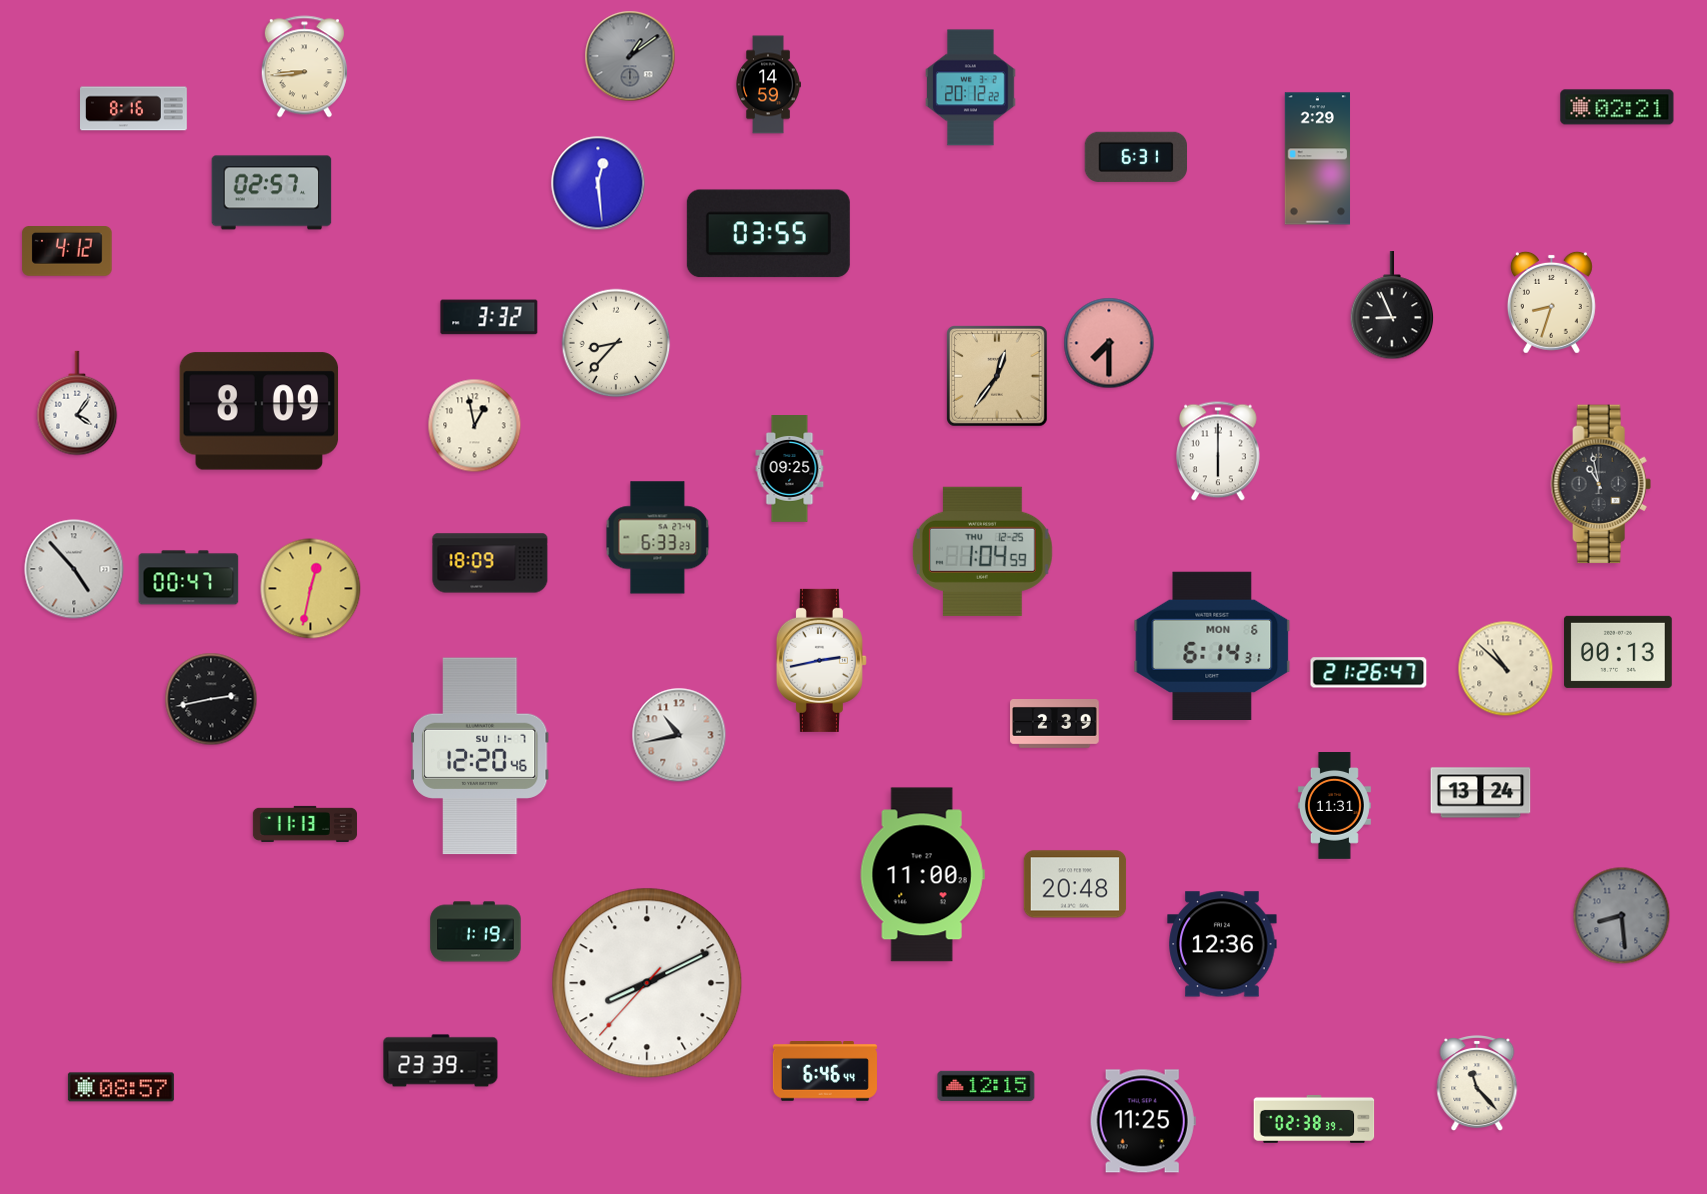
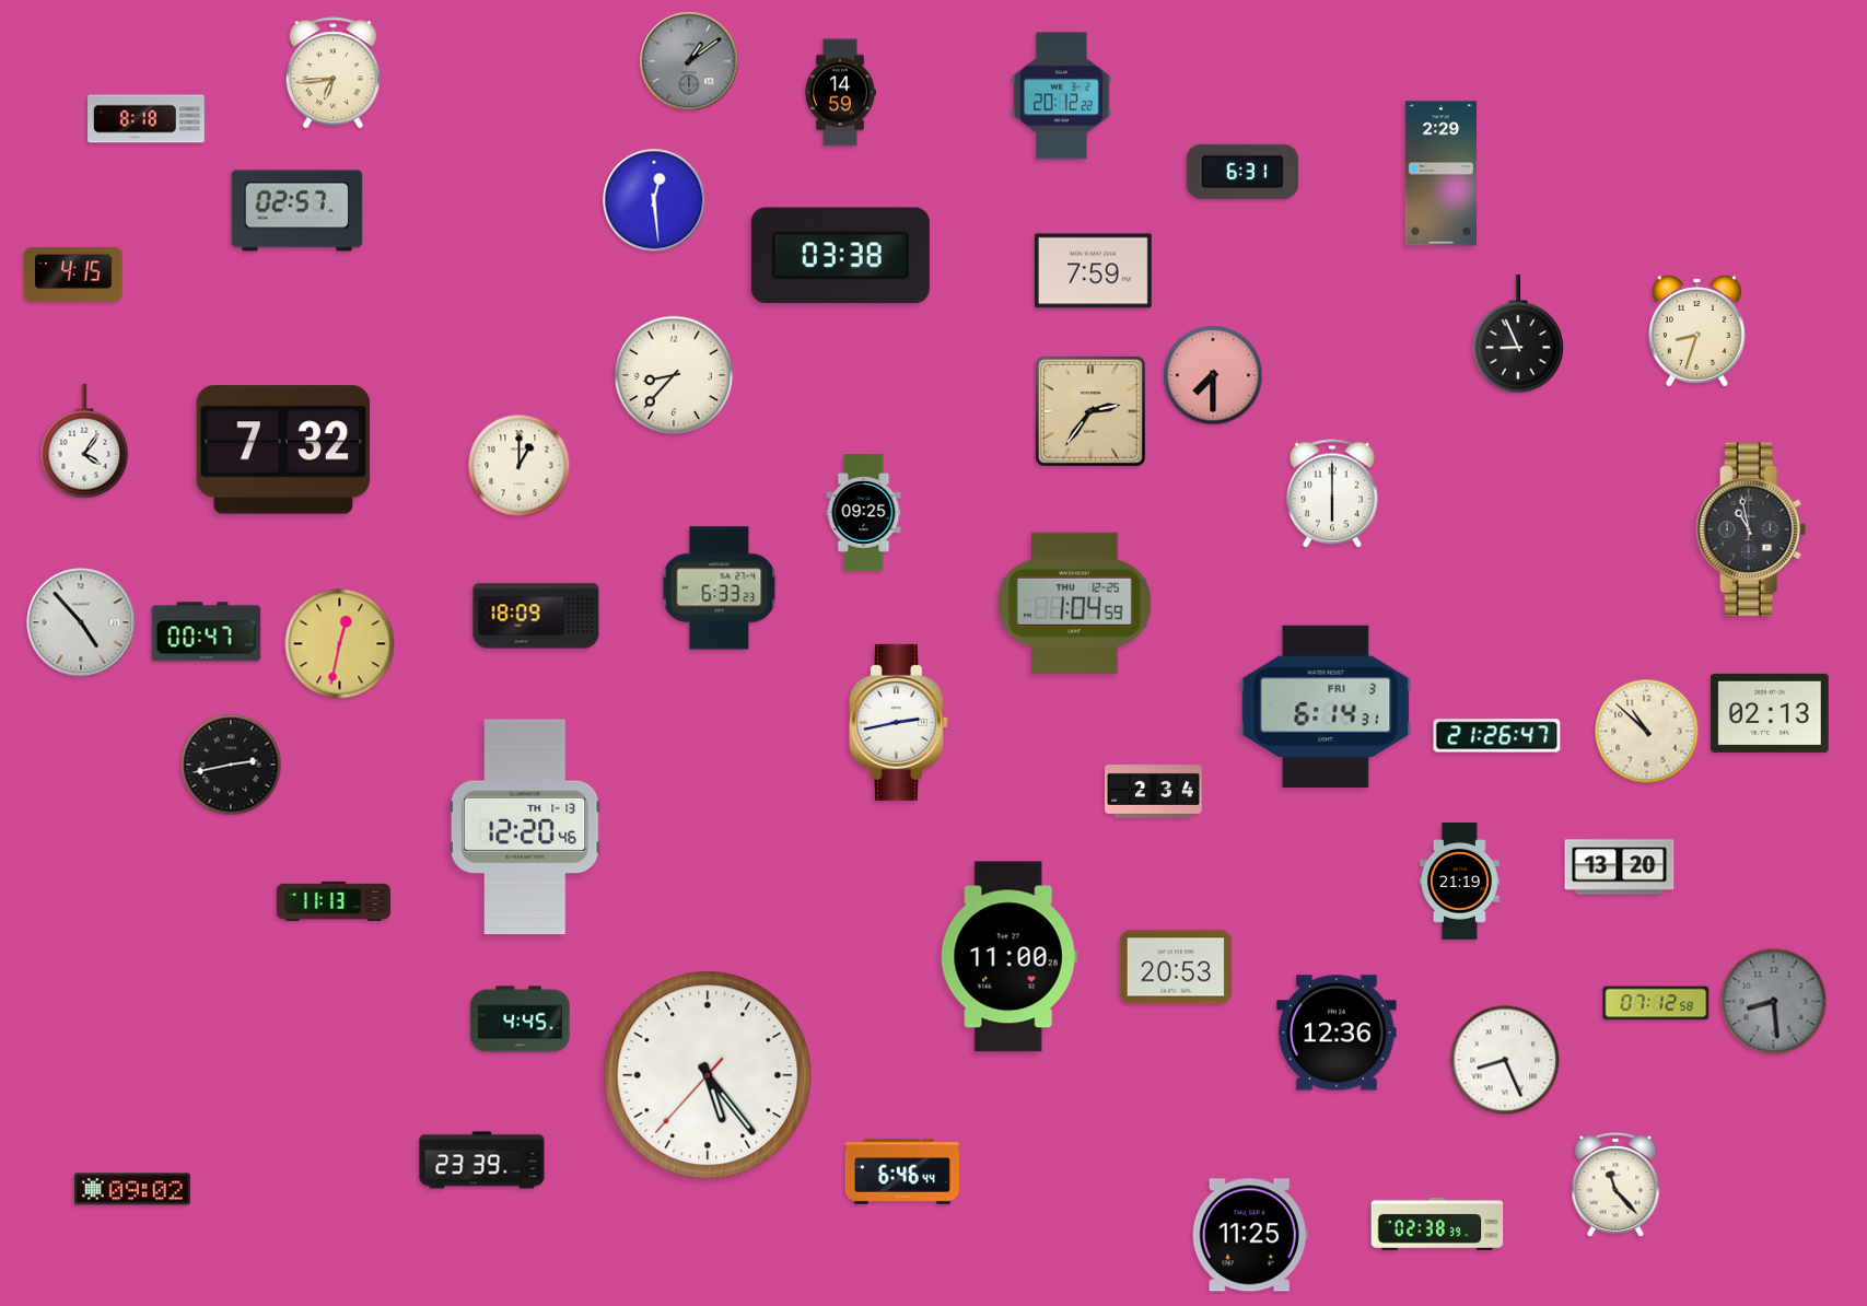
clock at (304, 67): 8:44 -> 6:44
clock at (1617, 107): 02:21 -> none
clock at (134, 109): 8:16 -> 8:18
clock at (768, 234): 03:55 -> 03:38
clock at (1093, 271): none -> 7:59
clock at (67, 252): 4:12 -> 4:15
clock at (1392, 306) position: (1392, 306) -> (1518, 335)
clock at (489, 317): 3:32 -> none
clock at (997, 376): 12:36 -> 2:36
clock at (259, 411): 8:09 -> 7:32
clock at (475, 426): 12:58 -> 1:00
clock at (1212, 645) date: MON 6 -> FRI 3
clock at (1619, 652): 00:13 -> 02:13
clock at (1055, 724): 2:39 -> 2:34
clock at (679, 735): 10:43 -> none
clock at (480, 756) date: SU 11-7 -> TH 1-13
clock at (1481, 793): 13:24 -> 13:20
clock at (1334, 806): 11:31 -> 21:19
clock at (1075, 884): 20:48 -> 20:53
clock at (1656, 1003): none -> 07:12
clock at (476, 932): 1:19 -> 4:45
clock at (1505, 1060): none -> 8:26
clock at (647, 983): 8:10 -> 5:23
clock at (986, 1086): 12:15 -> none
clock at (121, 1087): 08:57 -> 09:02
clock at (1143, 1121) position: (1143, 1121) -> (1250, 1235)
